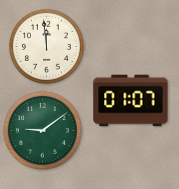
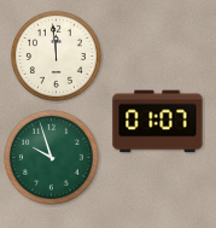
clock at (42, 130): 9:09 -> 9:57
